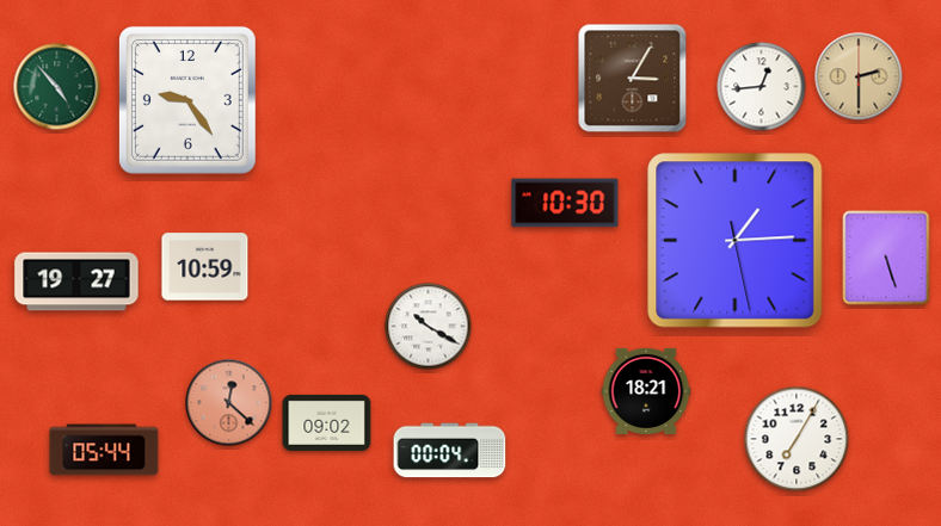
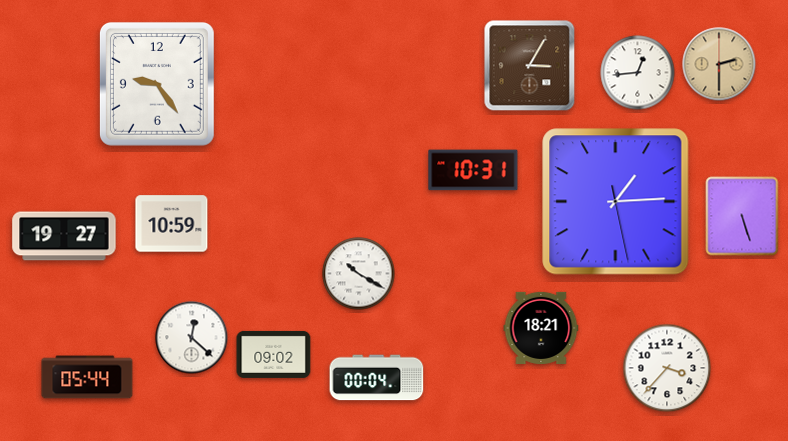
clock at (57, 87): 4:53 -> none
clock at (565, 203): 10:30 -> 10:31
clock at (229, 403) dial: salmon -> white
clock at (797, 439): 7:05 -> 3:37
